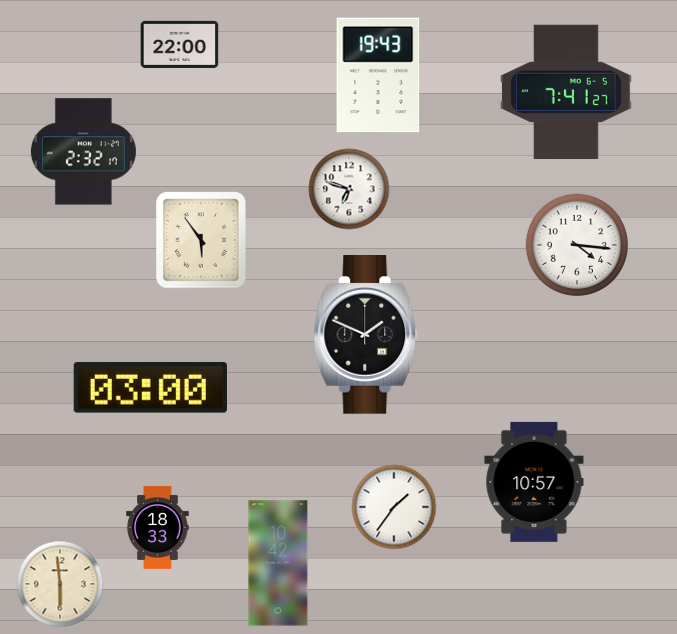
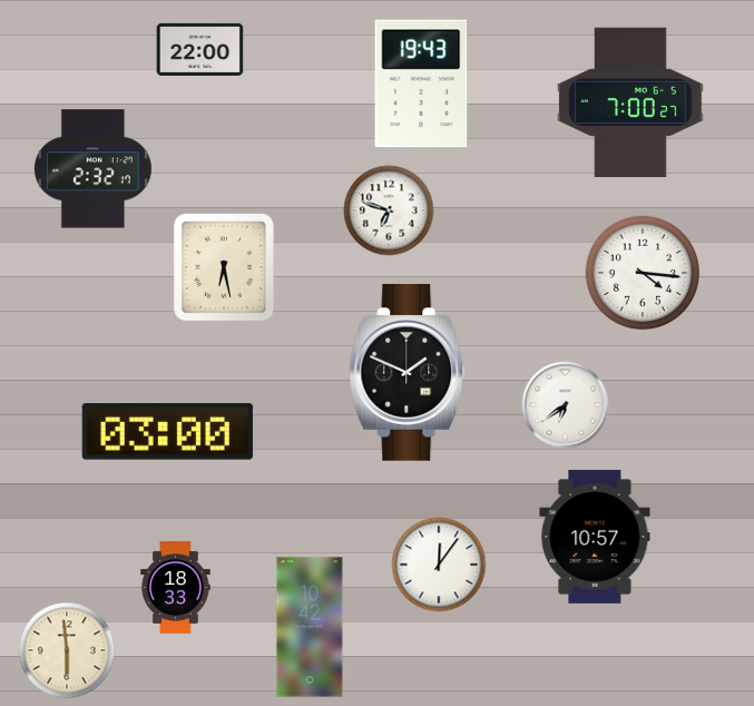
clock at (566, 92): 7:41 -> 7:00
clock at (201, 240): 5:54 -> 6:28
clock at (566, 405): none -> 6:39
clock at (394, 507): 1:36 -> 12:06
